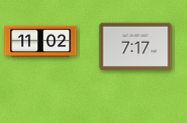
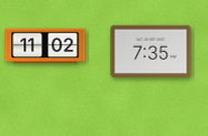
clock at (136, 47): 7:17 -> 7:35
